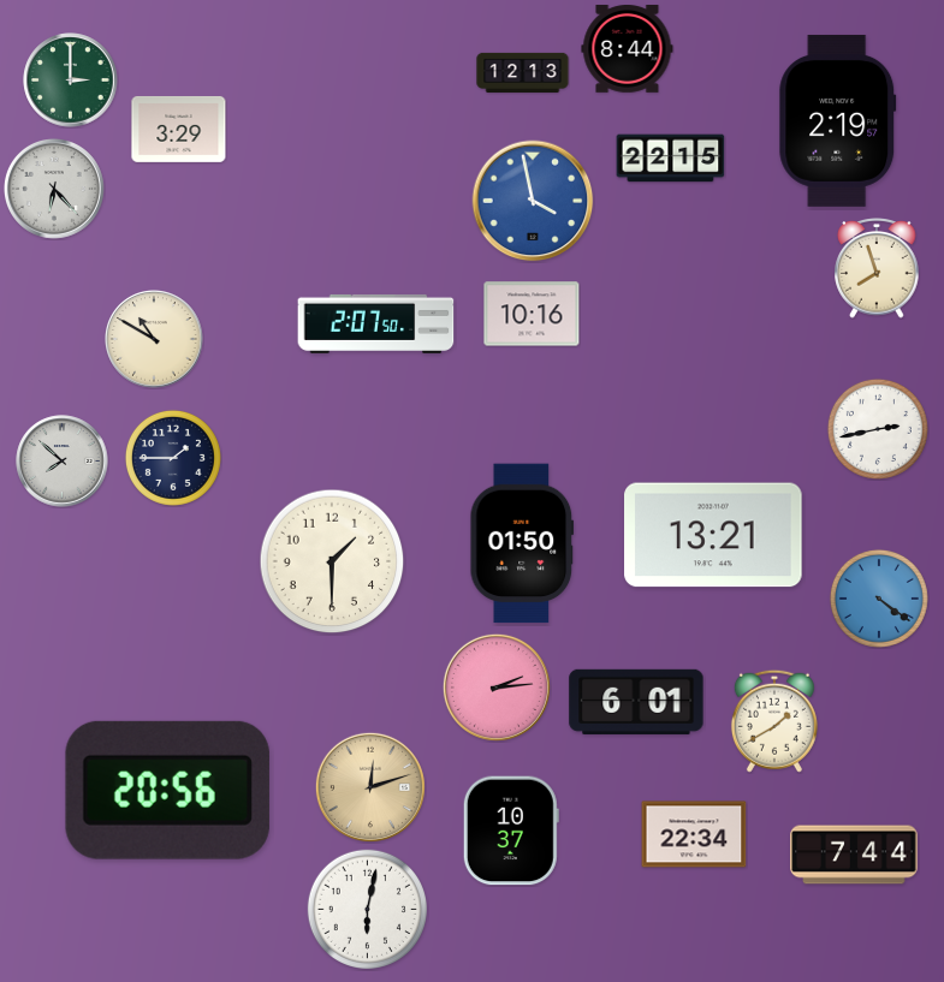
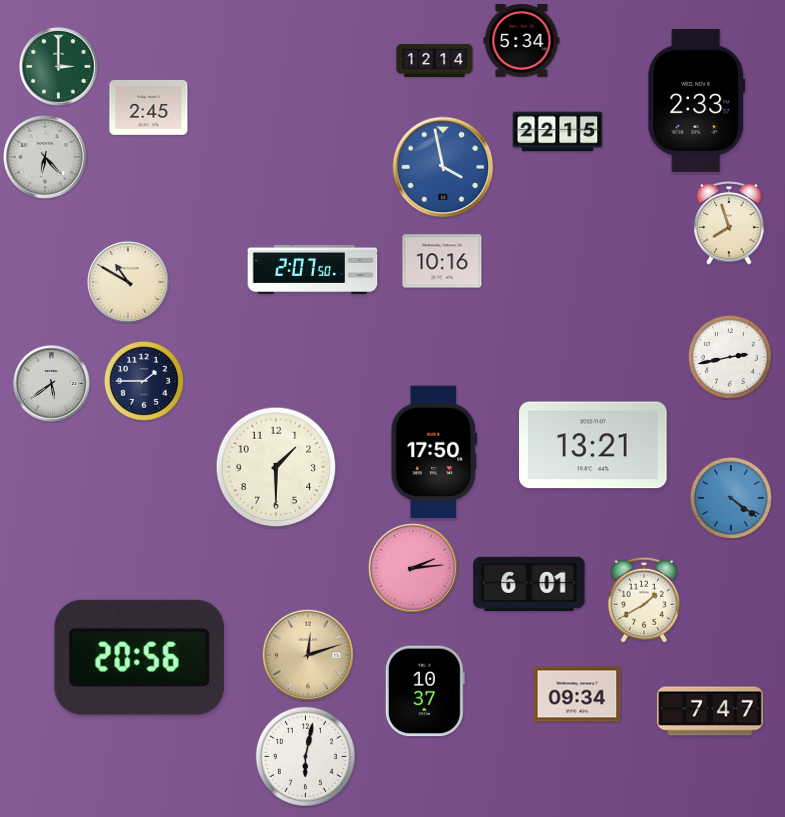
clock at (628, 48): 8:44 -> 5:34
clock at (523, 72): 12:13 -> 12:14
clock at (838, 120): 2:19 -> 2:33
clock at (179, 130): 3:29 -> 2:45
clock at (63, 462): 7:52 -> 5:39
clock at (522, 543): 01:50 -> 17:50
clock at (497, 688) position: (497, 688) -> (413, 568)
clock at (694, 834): 22:34 -> 09:34
clock at (854, 855): 7:44 -> 7:47
